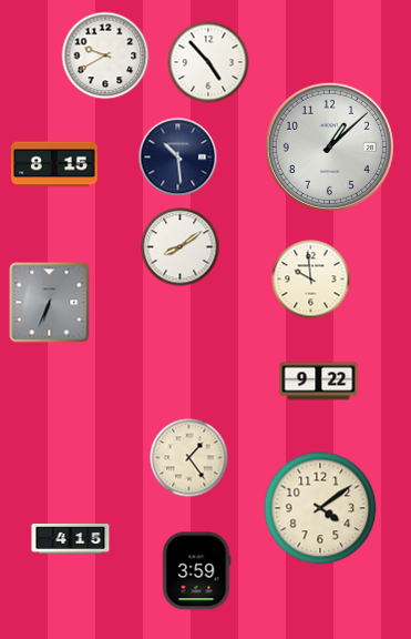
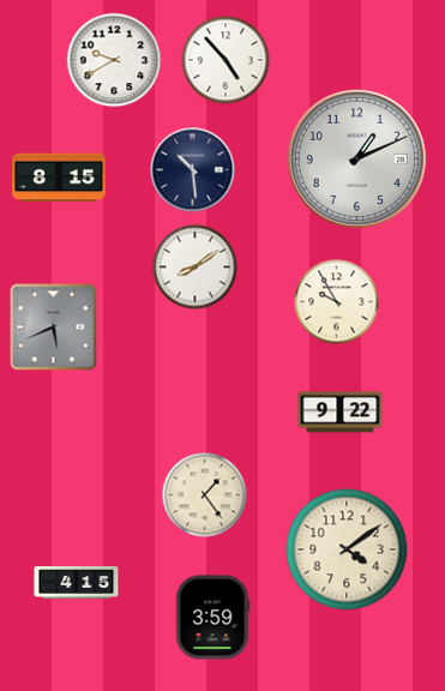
clock at (208, 62) position: (208, 62) -> (225, 60)
clock at (329, 146): 1:08 -> 1:11
clock at (311, 280): 9:59 -> 9:55
clock at (50, 303): 6:34 -> 5:41
clock at (319, 382) position: (319, 382) -> (341, 413)
